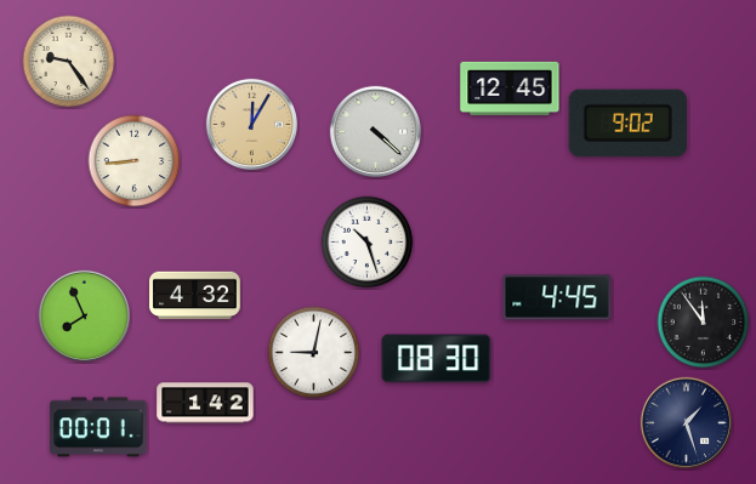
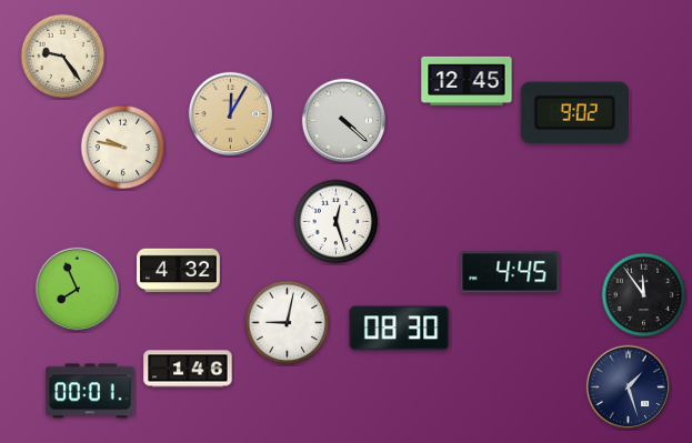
clock at (135, 161): 8:44 -> 9:47
clock at (368, 243): 10:27 -> 12:27
clock at (205, 403): 1:42 -> 1:46
